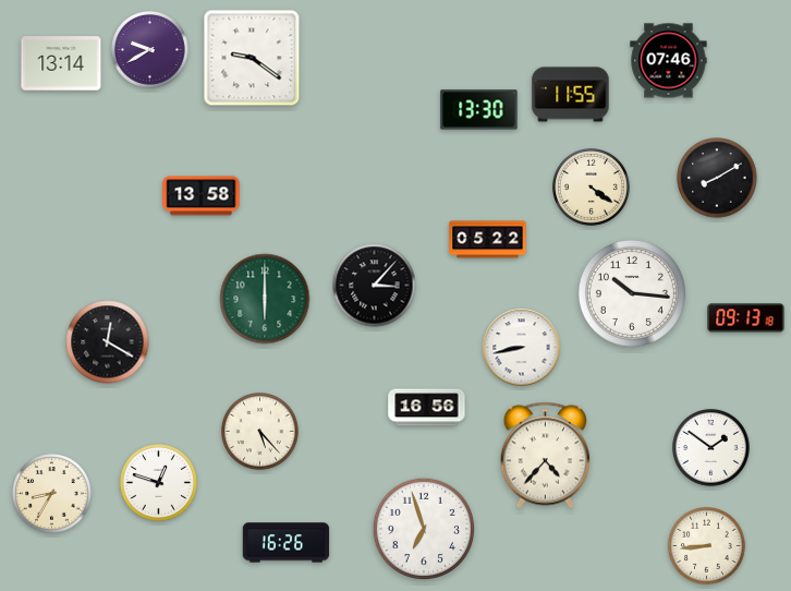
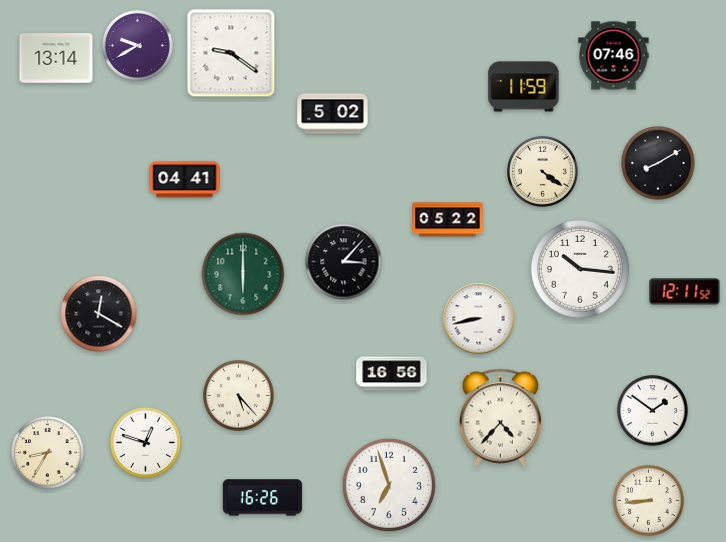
clock at (571, 95): 11:55 -> 11:59
clock at (479, 110): 13:30 -> none
clock at (333, 114): none -> 5:02
clock at (202, 196): 13:58 -> 04:41
clock at (746, 318): 09:13 -> 12:11
